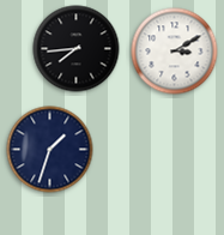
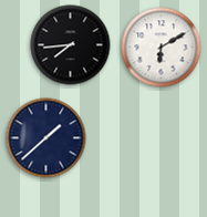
clock at (175, 52): 3:10 -> 6:10
clock at (50, 150): 1:33 -> 1:38
